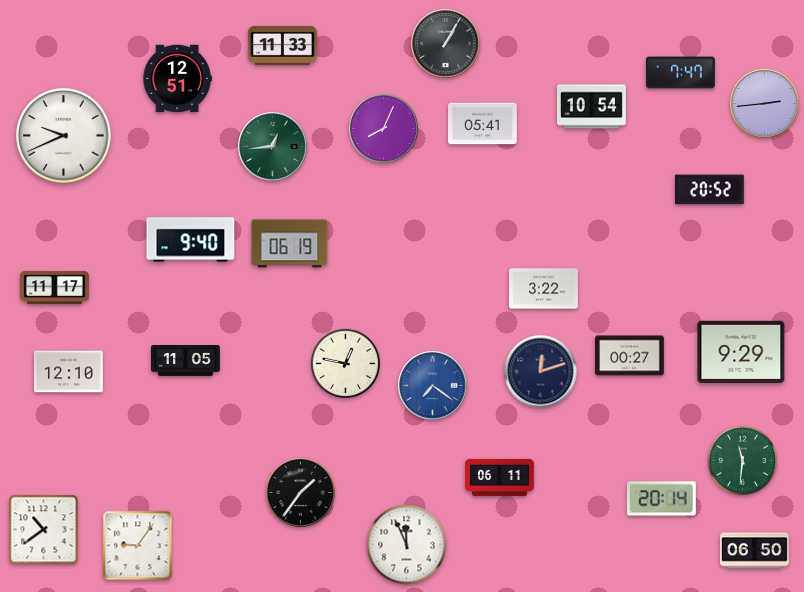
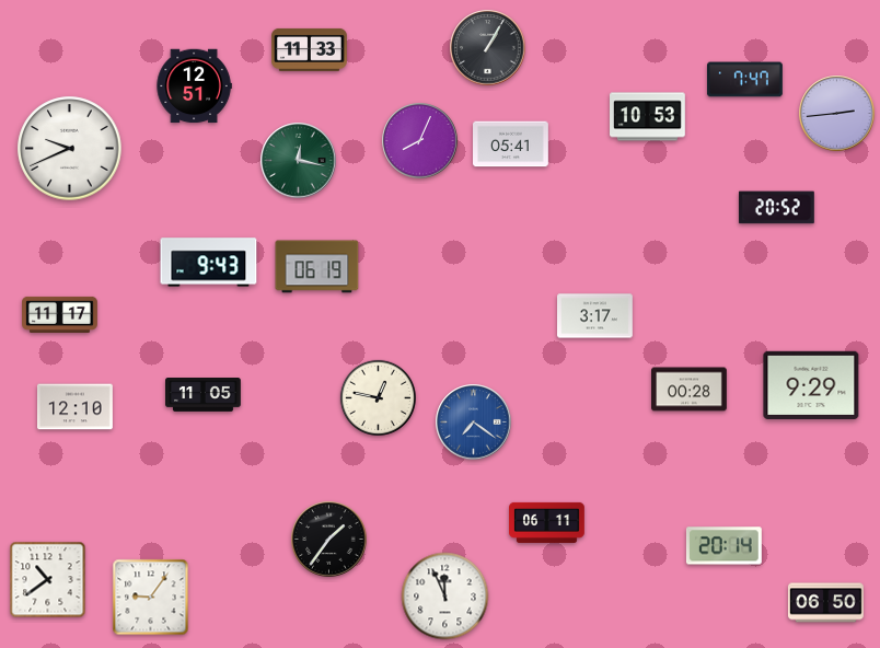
clock at (592, 107): 10:54 -> 10:53
clock at (483, 124) position: (483, 124) -> (511, 144)
clock at (273, 147): 12:44 -> 12:17
clock at (191, 240): 9:40 -> 9:43
clock at (544, 289): 3:22 -> 3:17
clock at (630, 356): 00:27 -> 00:28
clock at (541, 372): 12:12 -> none
clock at (742, 460): 11:31 -> none
